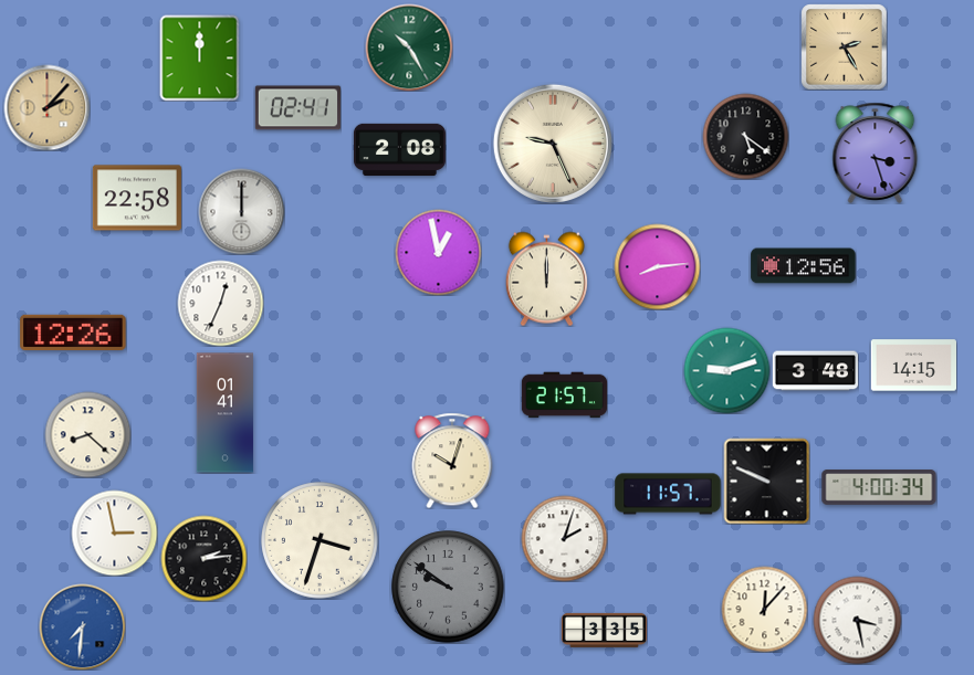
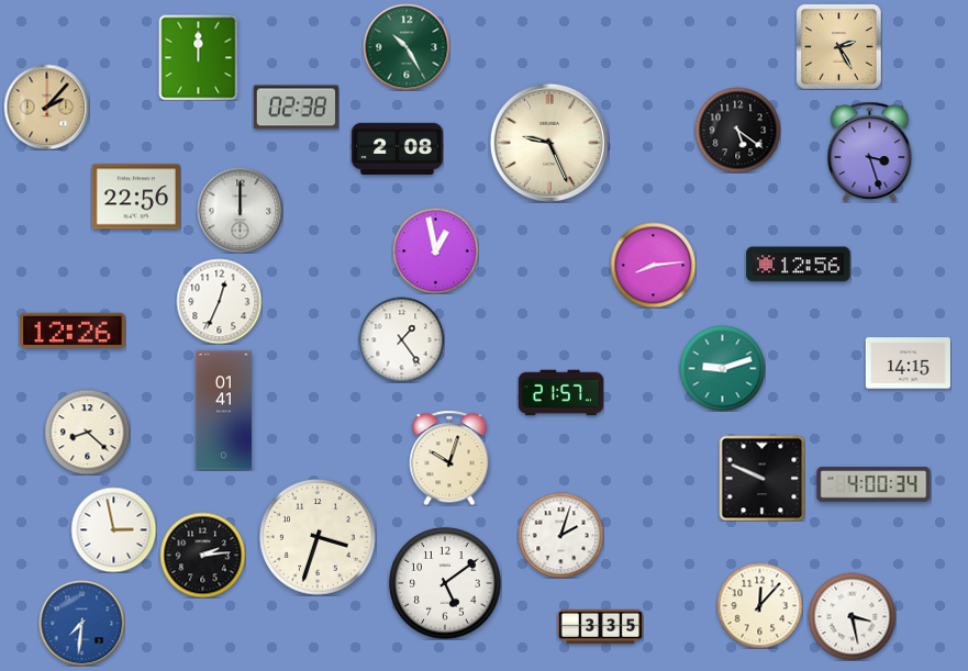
clock at (297, 108): 02:41 -> 02:38
clock at (745, 136) position: (745, 136) -> (737, 130)
clock at (137, 198): 22:58 -> 22:56
clock at (546, 278): 12:00 -> none
clock at (401, 339): none -> 1:24
clock at (815, 371): 3:48 -> none
clock at (668, 494): 11:57 -> none
clock at (448, 587): 9:51 -> 5:09
clock at (448, 587) dial: grey -> white
